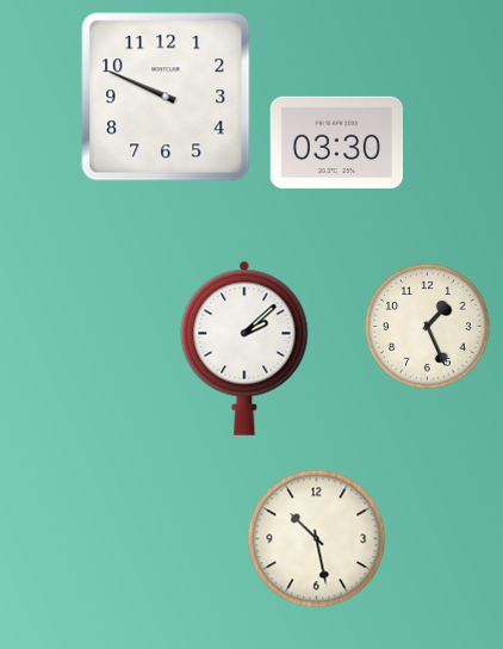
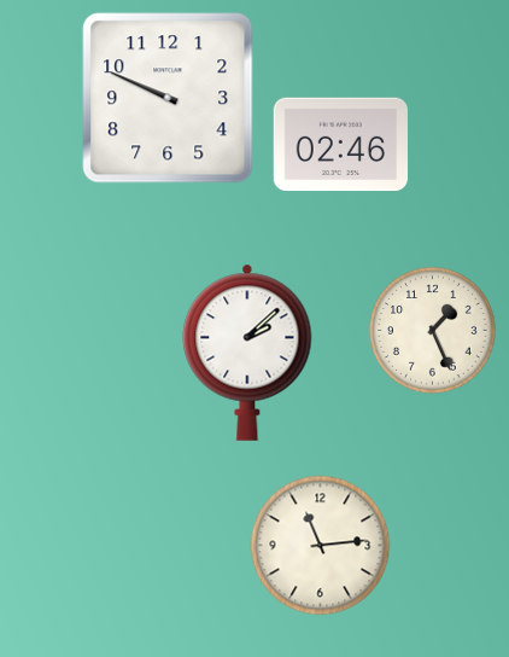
clock at (336, 143): 03:30 -> 02:46
clock at (317, 539): 10:28 -> 11:14
